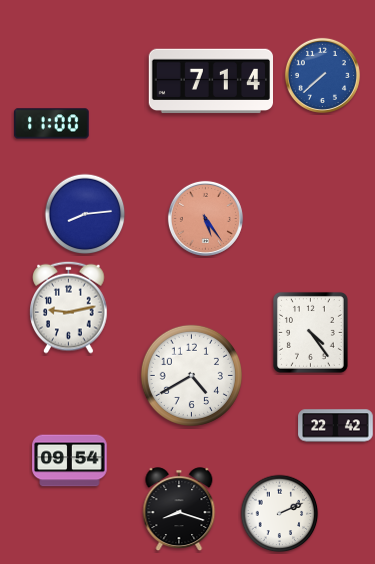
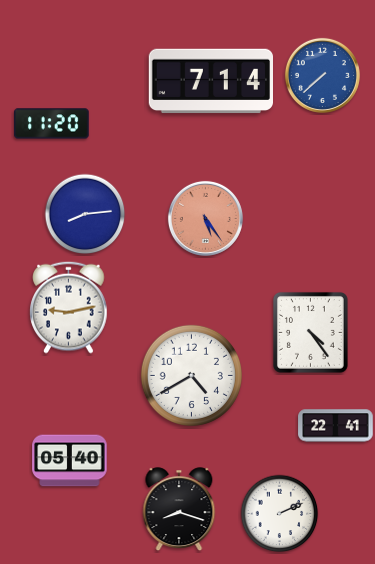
clock at (52, 124): 11:00 -> 11:20
clock at (336, 426): 22:42 -> 22:41
clock at (70, 461): 09:54 -> 05:40
